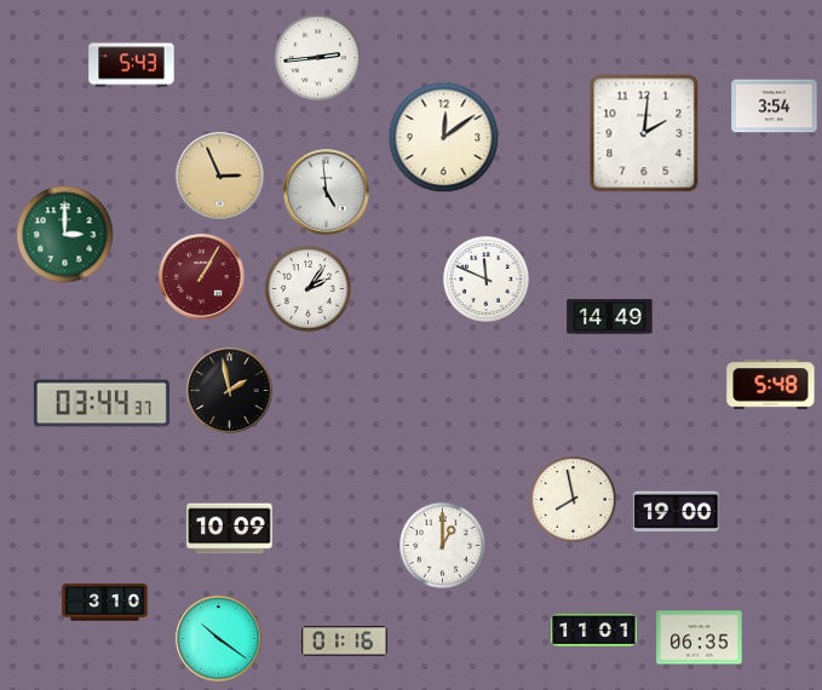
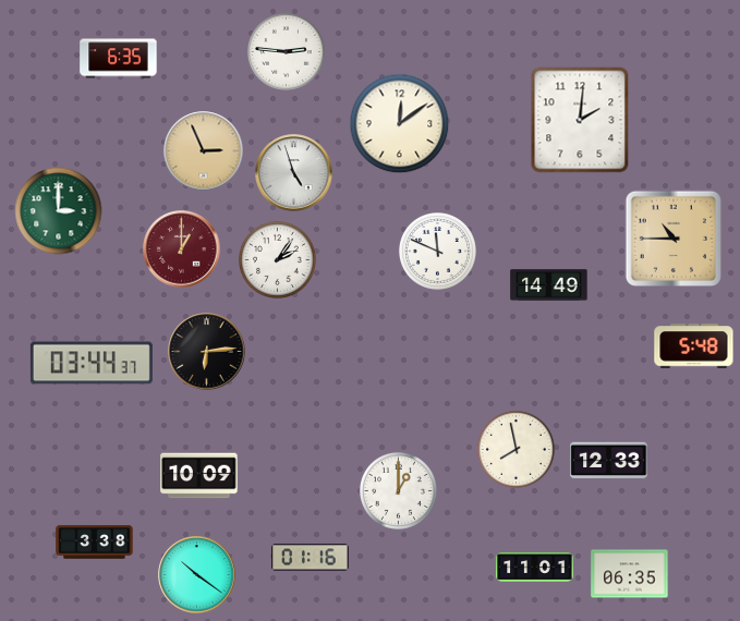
clock at (317, 57): 2:44 -> 2:46
clock at (132, 65): 5:43 -> 6:35
clock at (775, 107): 3:54 -> none
clock at (220, 177) position: (220, 177) -> (204, 151)
clock at (327, 192): 4:59 -> 4:57
clock at (674, 239): none -> 10:45
clock at (202, 277): 1:05 -> 1:00
clock at (230, 391): 1:58 -> 6:14
clock at (677, 512): 19:00 -> 12:33
clock at (230, 529) position: (230, 529) -> (199, 476)
clock at (105, 603): 3:10 -> 3:38
clock at (345, 642) position: (345, 642) -> (311, 558)
